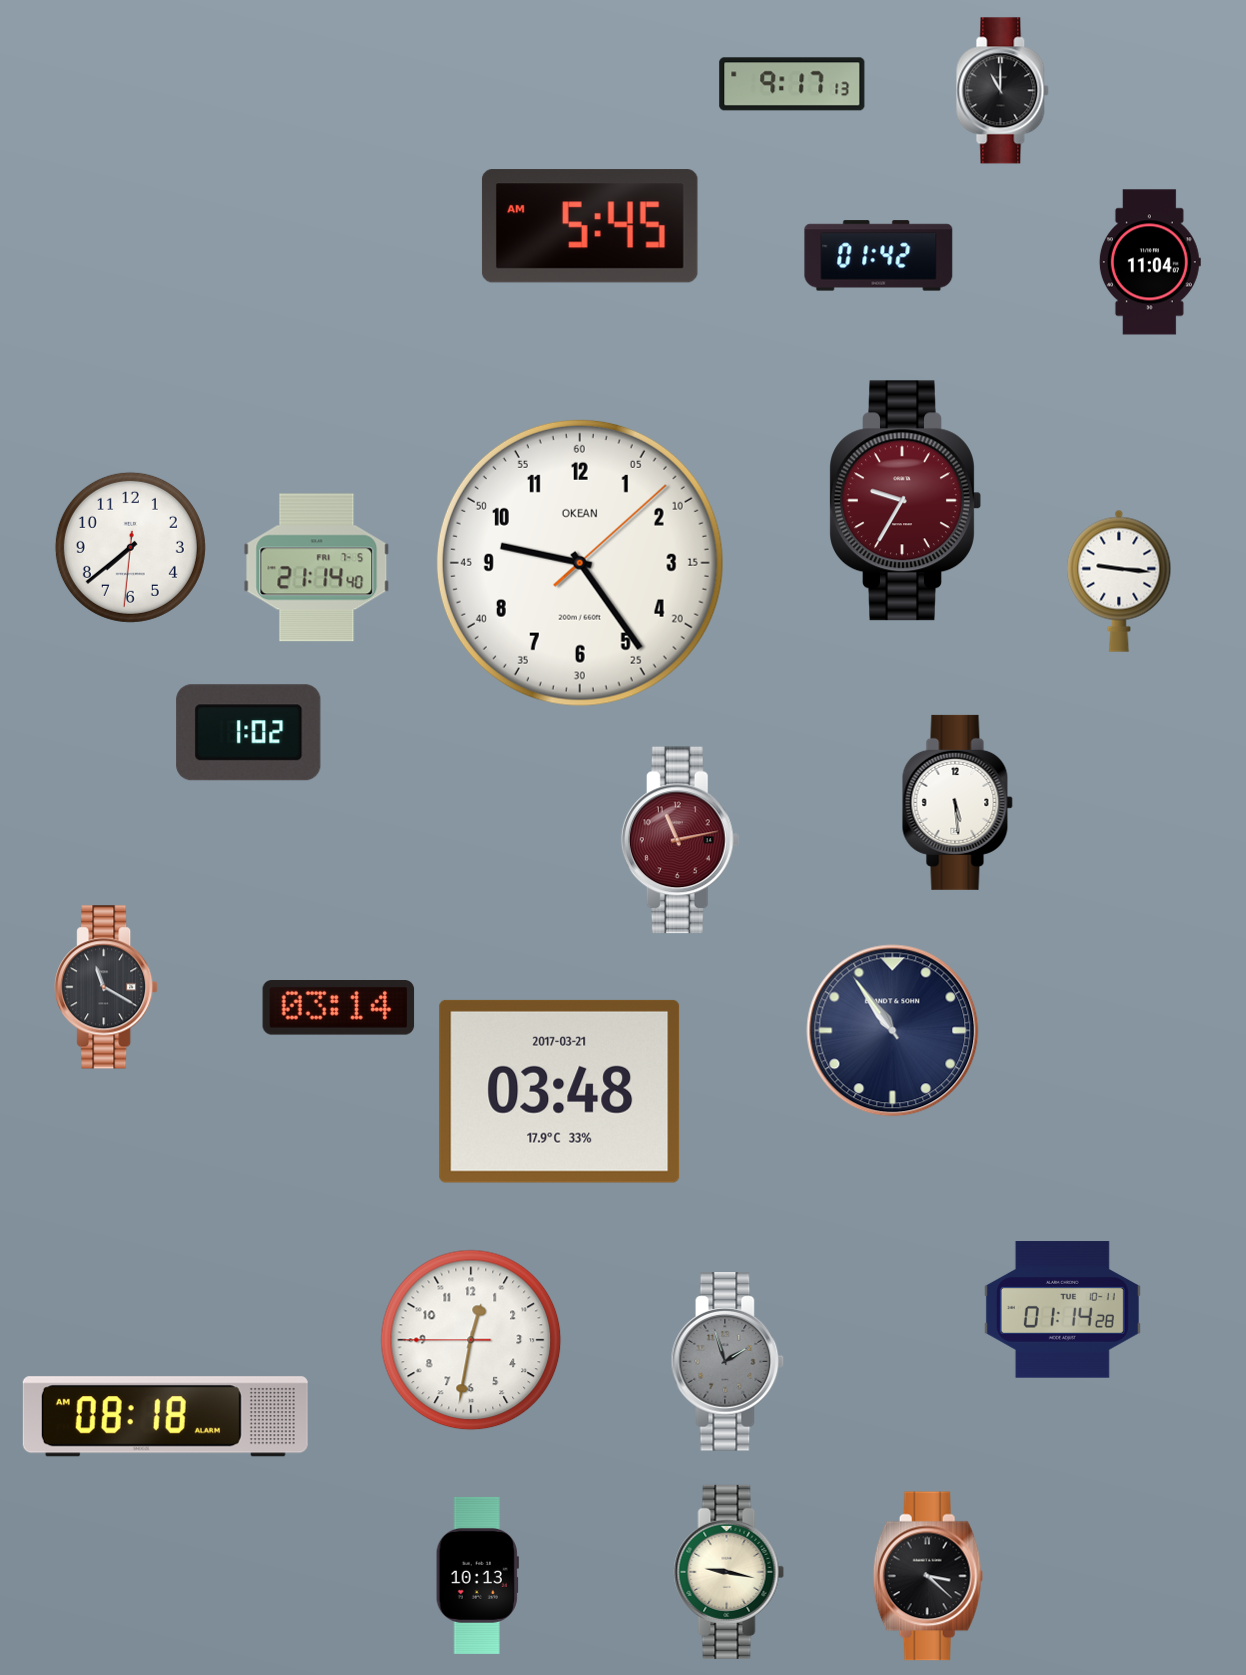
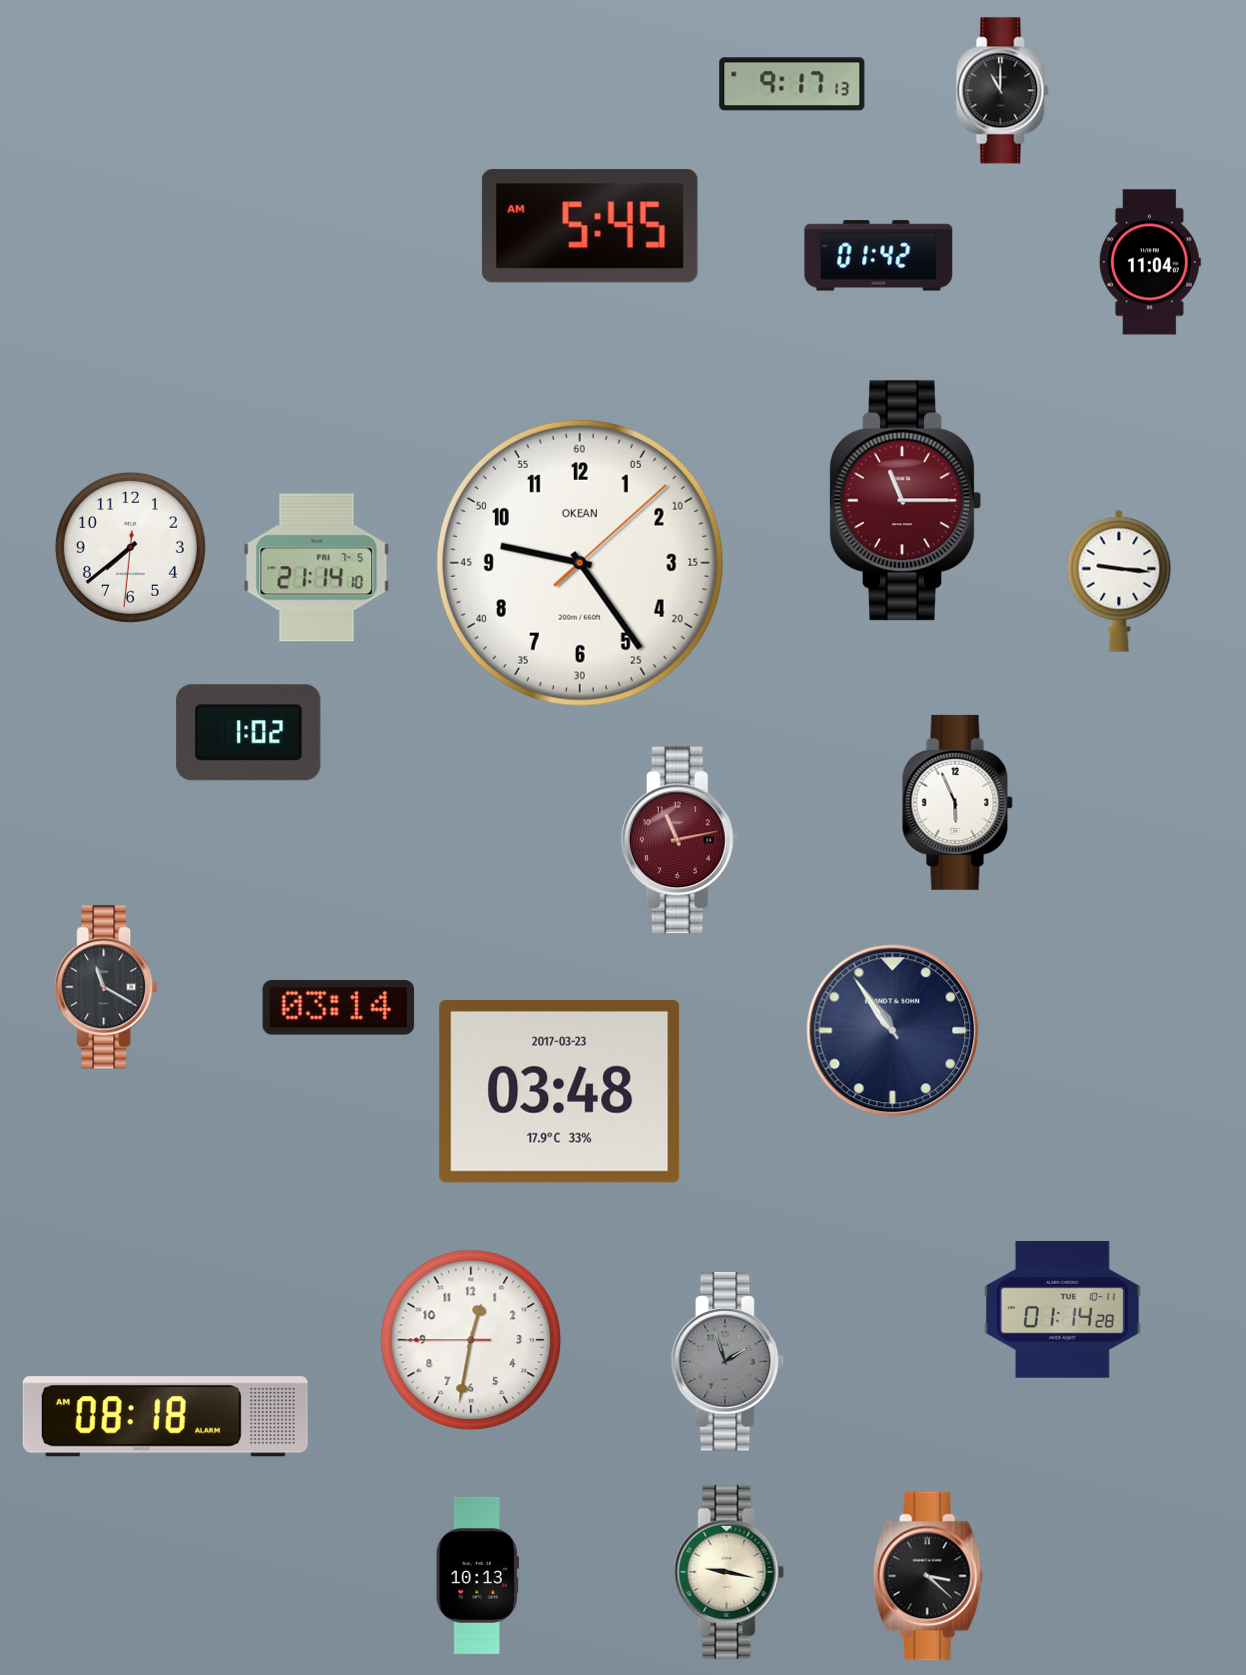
clock at (905, 501): 9:35 -> 11:15
clock at (317, 568): 21:14:40 -> 21:14:10
clock at (957, 802): 5:29 -> 5:56
clock at (560, 1091) date: 2017-03-21 -> 2017-03-23
